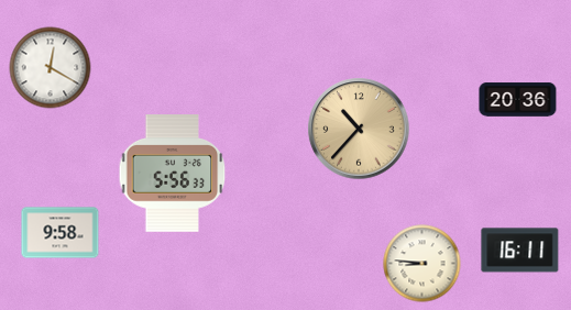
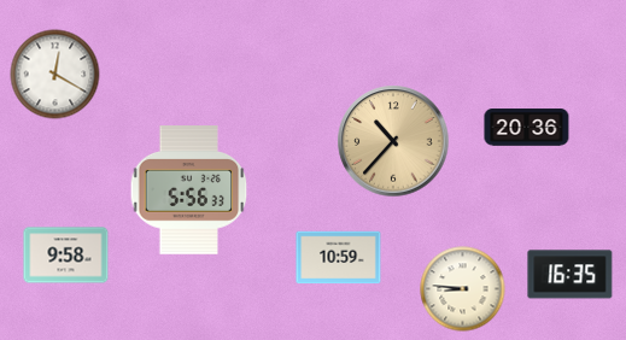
clock at (518, 100) position: (518, 100) -> (527, 128)
clock at (339, 258): none -> 10:59
clock at (520, 251): 16:11 -> 16:35
